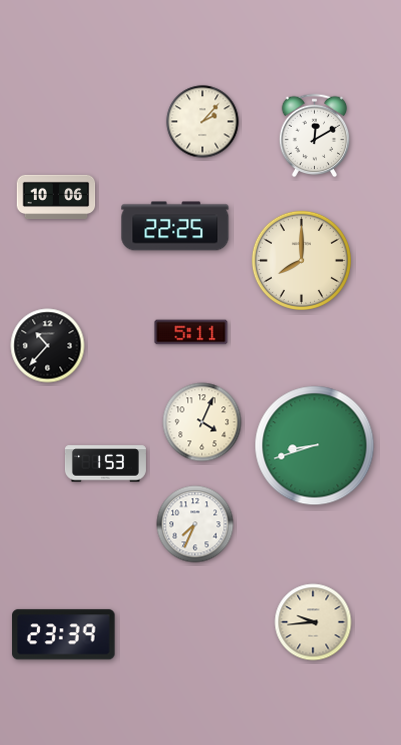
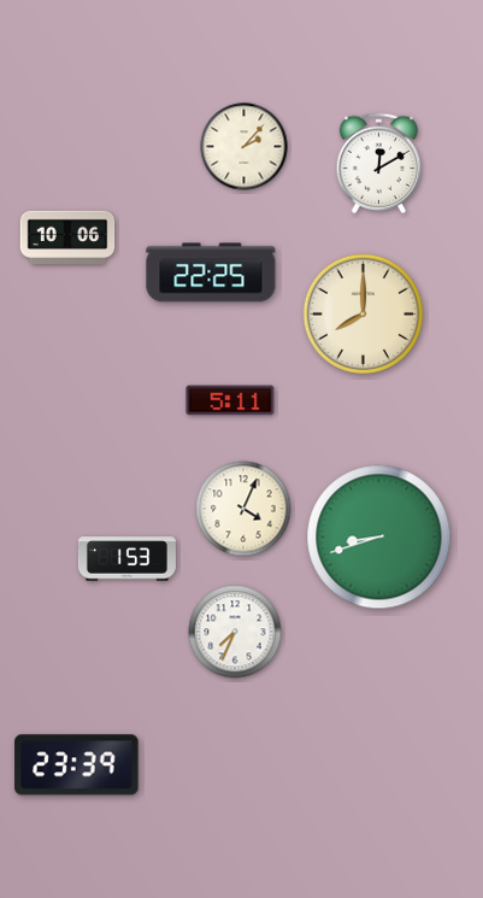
clock at (48, 346): 10:37 -> none
clock at (313, 622): 9:44 -> none
